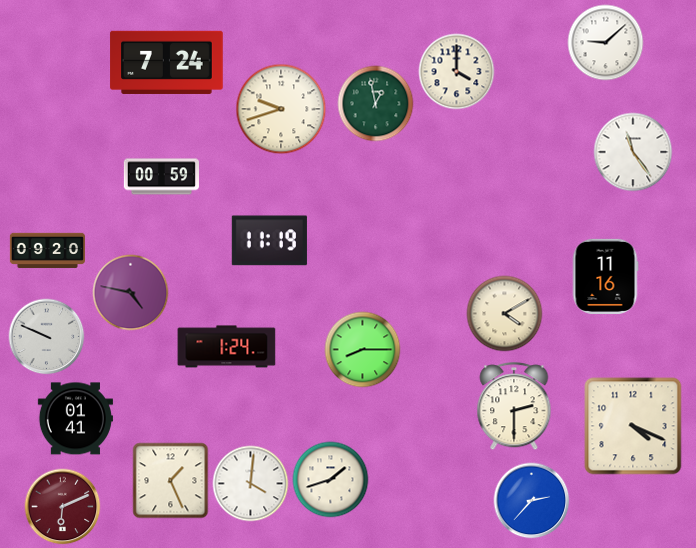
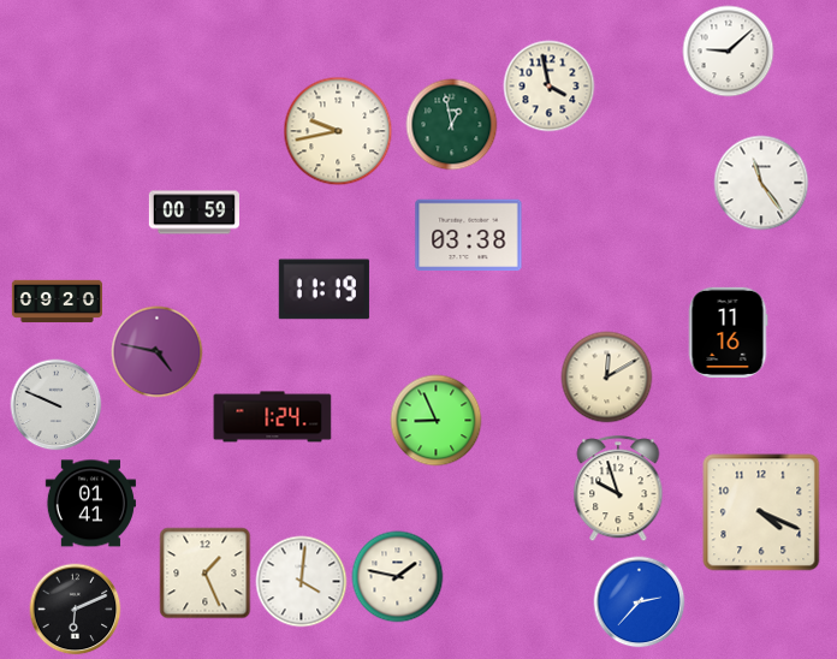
clock at (167, 62): 7:24 -> none
clock at (457, 72): 4:00 -> 3:58
clock at (281, 109): 9:42 -> 9:43
clock at (469, 236): none -> 03:38
clock at (505, 314): 4:10 -> 12:10
clock at (363, 350): 8:15 -> 8:56
clock at (514, 407): 2:30 -> 9:57
clock at (331, 480): 1:42 -> 1:47
clock at (171, 481) position: (171, 481) -> (206, 574)
clock at (63, 507) dial: burgundy -> black
